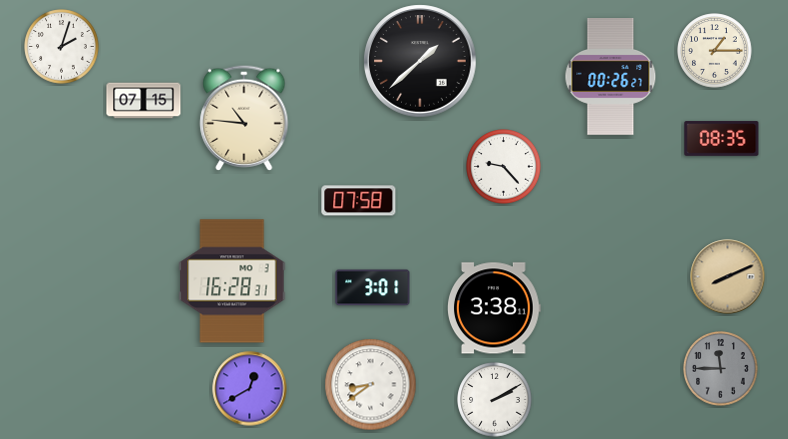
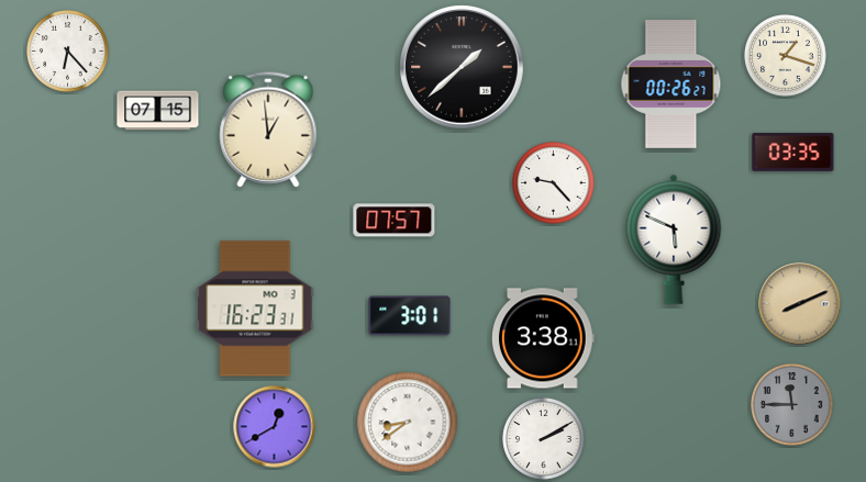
clock at (62, 47): 2:03 -> 6:23
clock at (715, 51): 1:15 -> 1:18
clock at (244, 118): 10:46 -> 12:59
clock at (722, 138): 08:35 -> 03:35
clock at (359, 201): 07:58 -> 07:57
clock at (674, 239): none -> 5:49
clock at (232, 281): 16:28 -> 16:23
